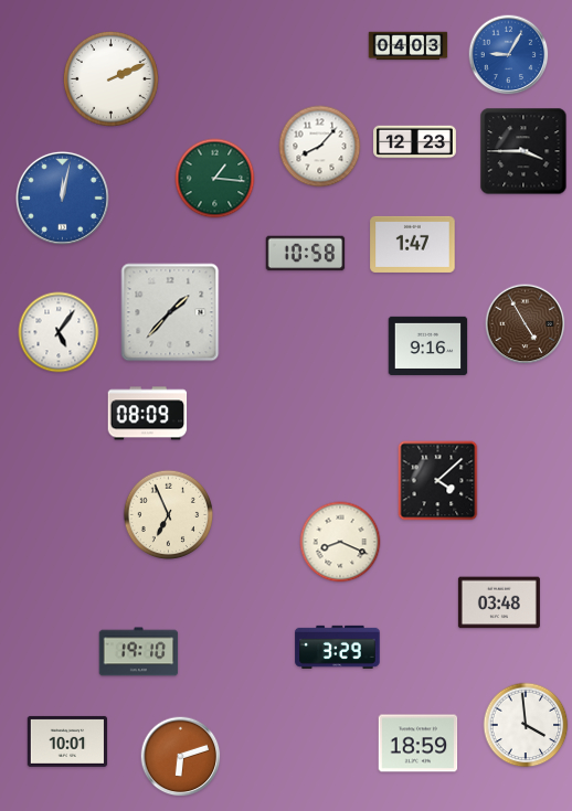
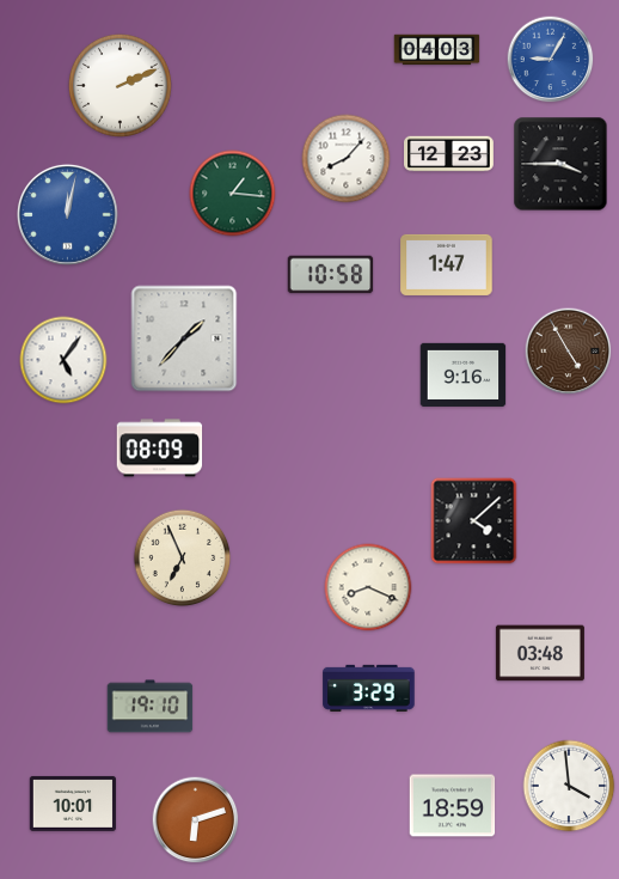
clock at (409, 46) position: (409, 46) -> (437, 50)
clock at (523, 151) position: (523, 151) -> (560, 164)
clock at (338, 647) position: (338, 647) -> (369, 688)
